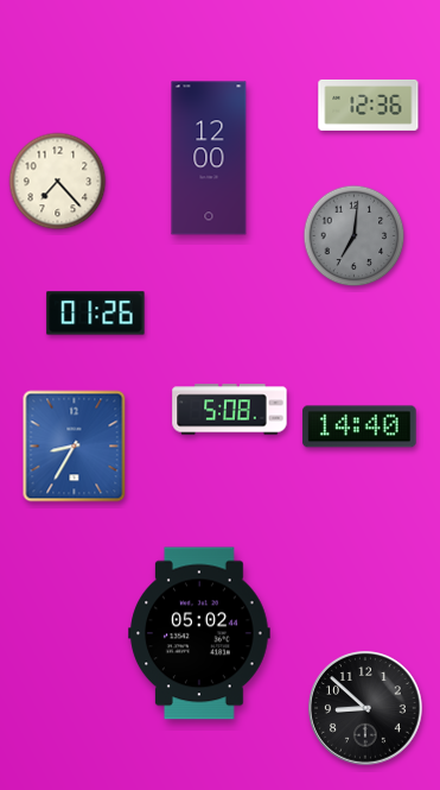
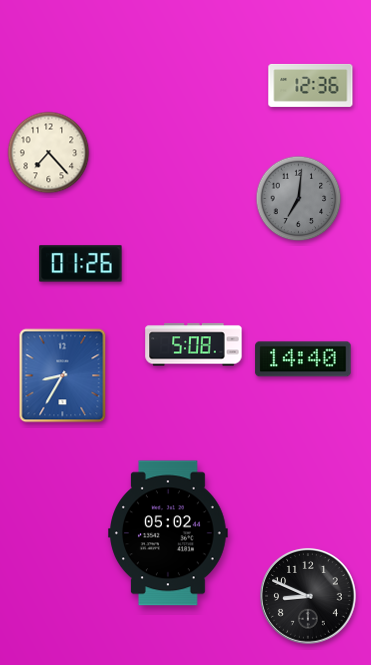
clock at (369, 105) position: (369, 105) -> (311, 85)
clock at (209, 158): 12:00 -> none
clock at (365, 708): 8:52 -> 8:49
